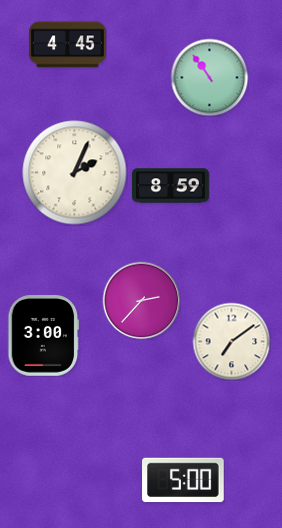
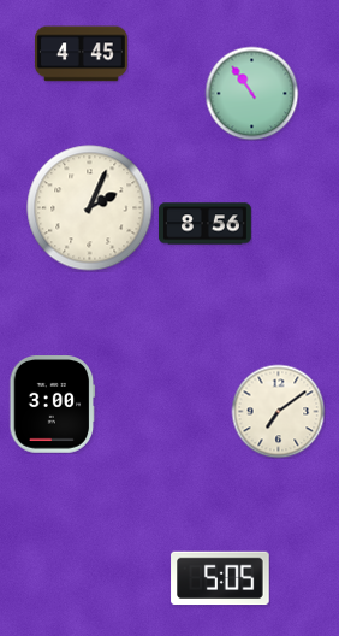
clock at (170, 186): 8:59 -> 8:56
clock at (141, 300): 2:37 -> none
clock at (183, 480): 5:00 -> 5:05
